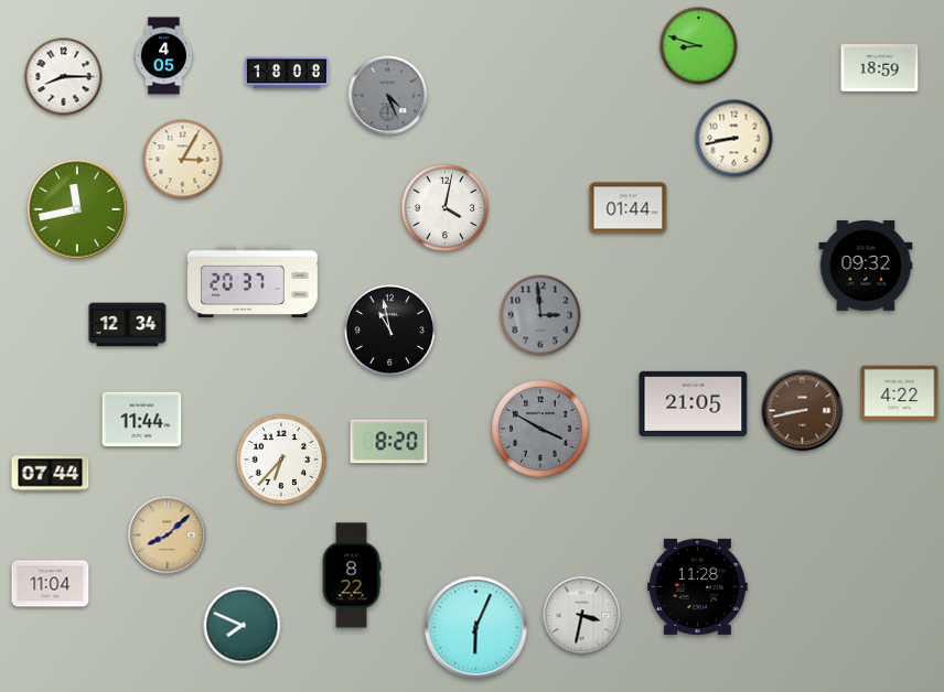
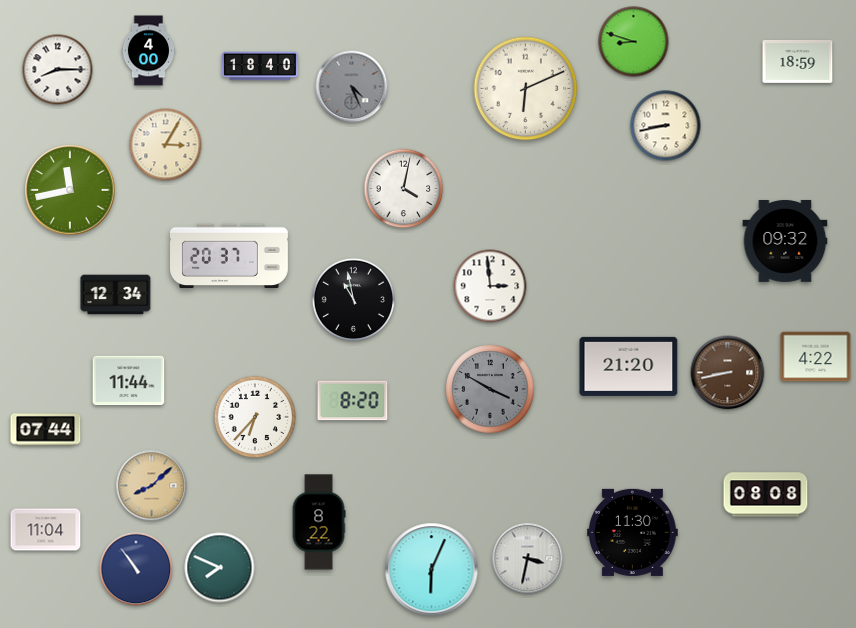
clock at (164, 56): 4:05 -> 4:00
clock at (287, 73): 18:08 -> 18:40
clock at (526, 89): none -> 6:11
clock at (629, 208): 01:44 -> none
clock at (540, 315) dial: grey -> white
clock at (694, 403): 21:05 -> 21:20
clock at (766, 495): none -> 08:08
clock at (698, 586): 11:28 -> 11:30
clock at (136, 569): none -> 10:54
